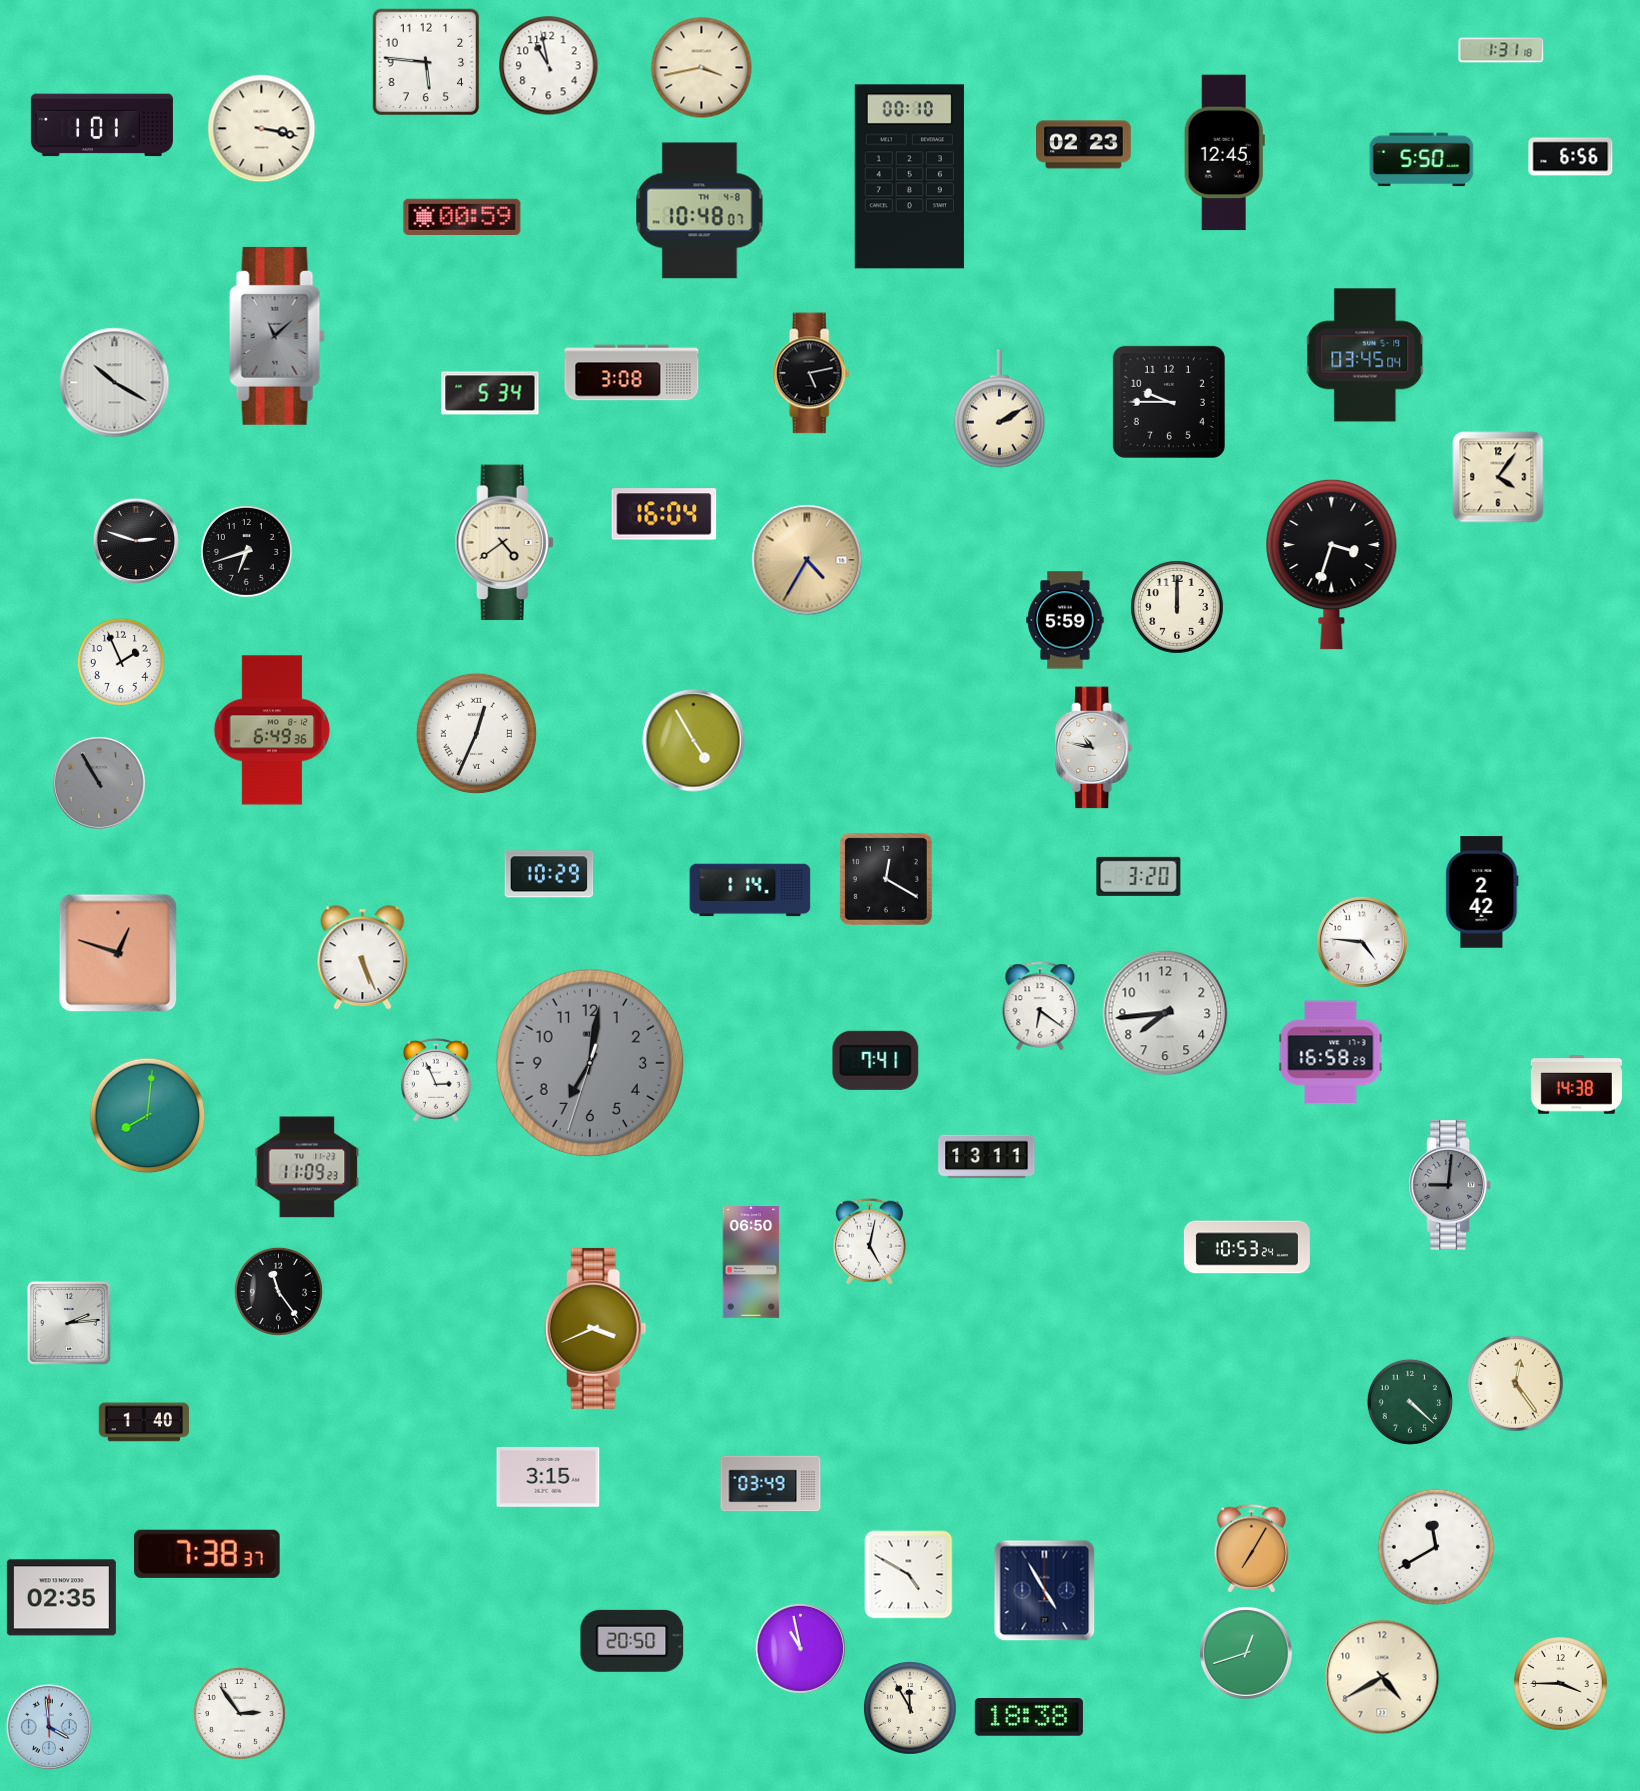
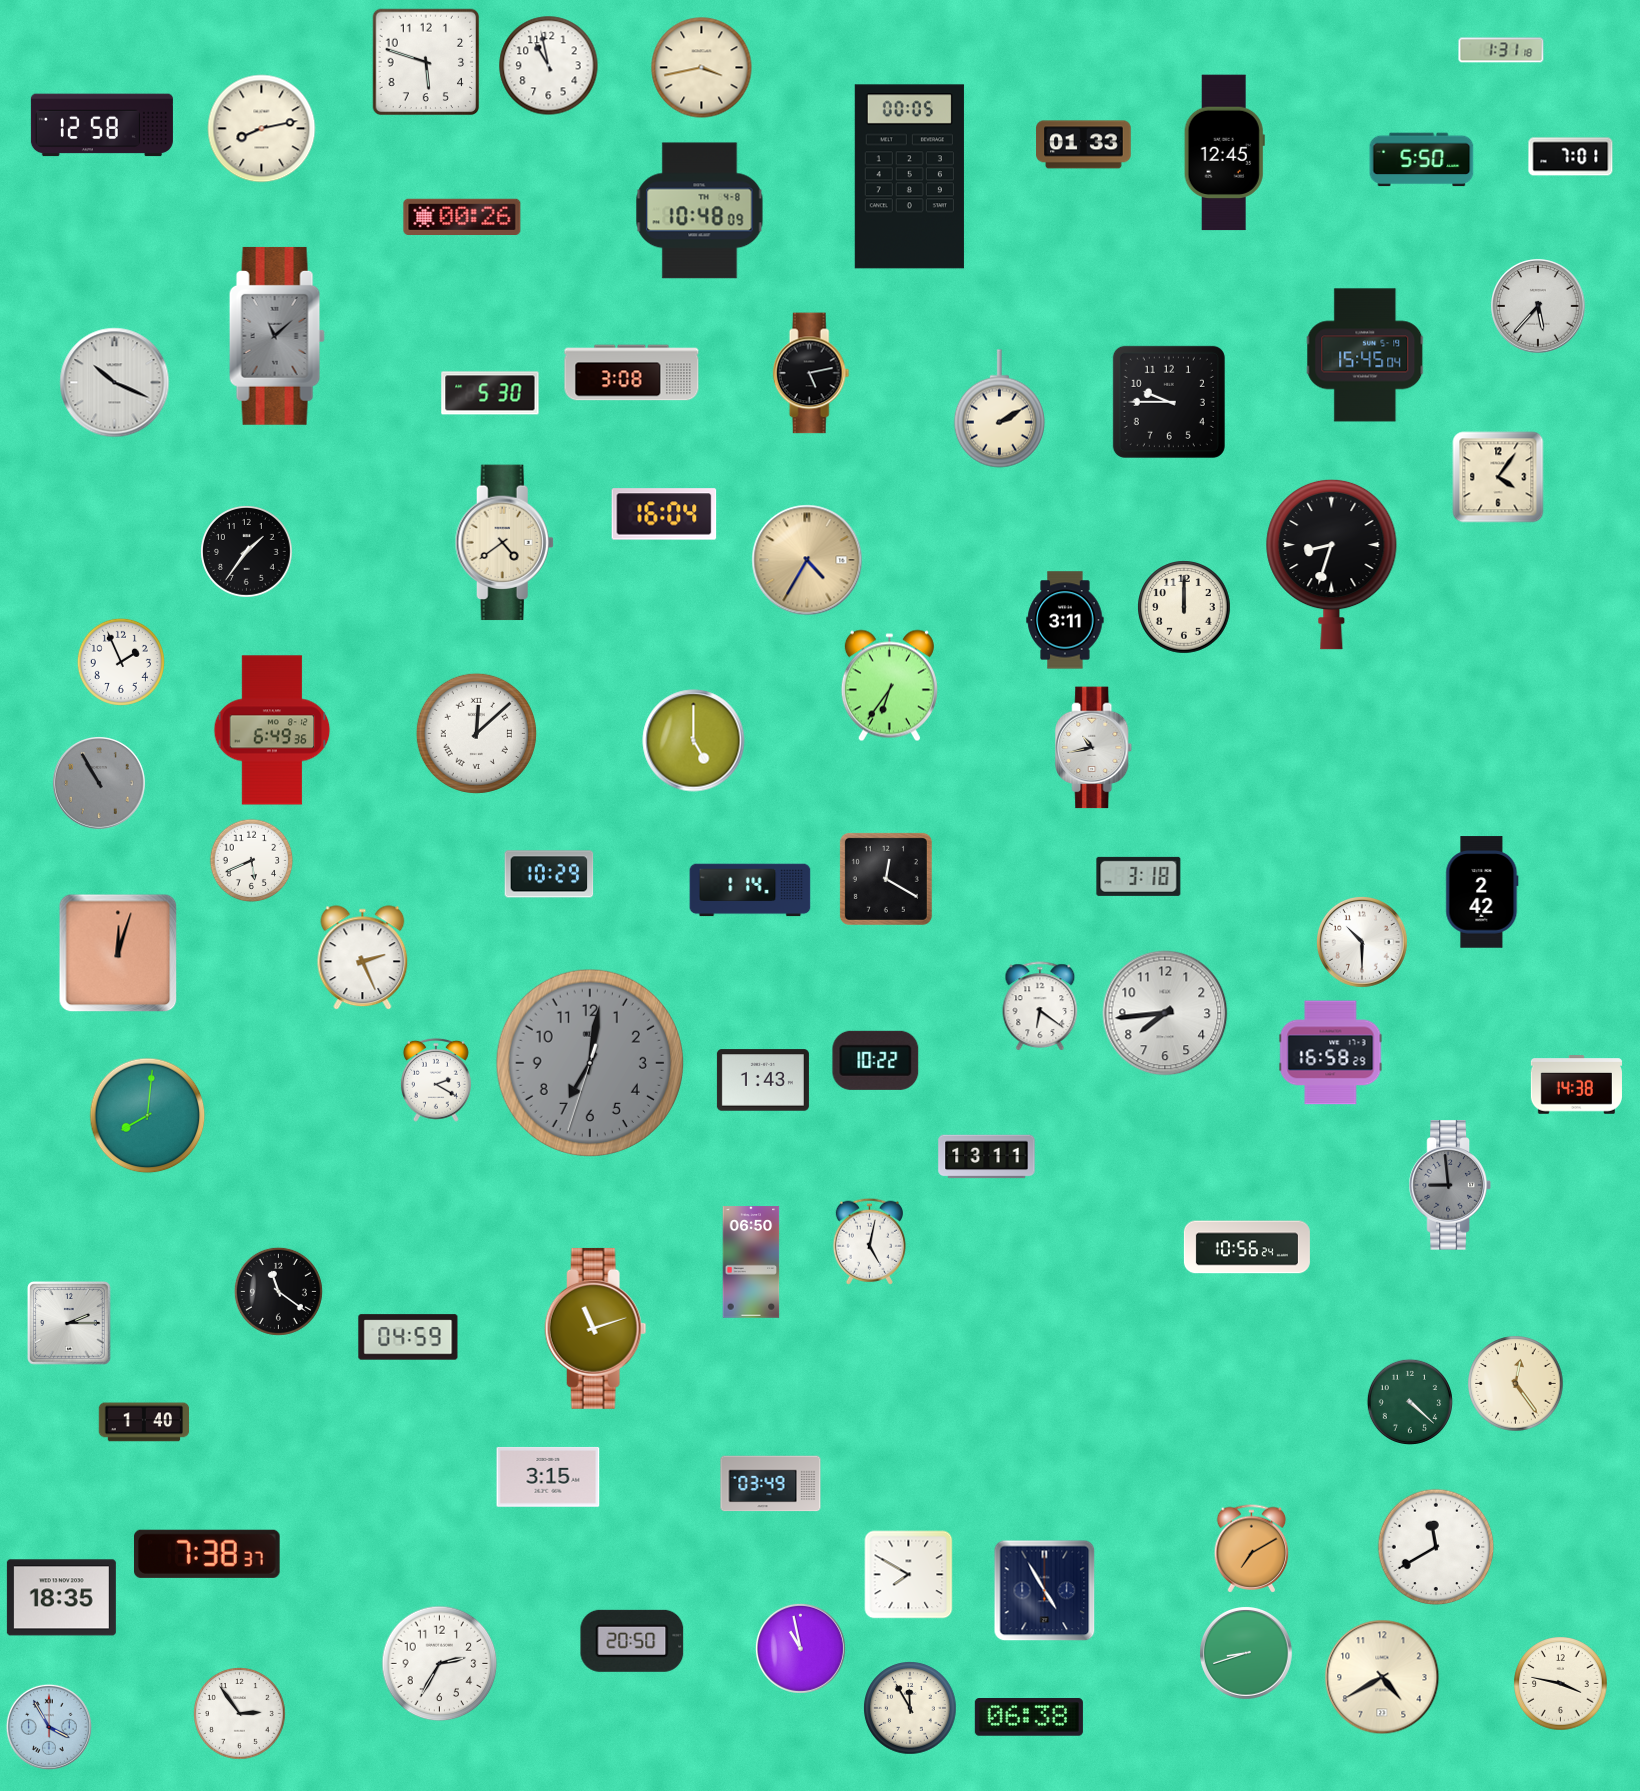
clock at (426, 62): 5:46 -> 5:48
clock at (102, 125): 1:01 -> 12:58
clock at (262, 129): 3:17 -> 8:13
clock at (1084, 145): 02:23 -> 01:33
clock at (1571, 157): 6:56 -> 7:01
clock at (909, 177): 00:10 -> 00:05
clock at (700, 211): 10:48:07 -> 10:48:09
clock at (462, 216): 00:59 -> 00:26
clock at (1538, 306): none -> 5:37
clock at (1365, 355): 03:45 -> 15:45
clock at (115, 383): 10:20 -> 10:19
clock at (490, 393): 5:34 -> 5:30
clock at (136, 541): 2:48 -> none
clock at (247, 552): 6:42 -> 1:36
clock at (1332, 564): 3:33 -> 8:33
clock at (1177, 607) position: (1177, 607) -> (1184, 607)
clock at (1065, 620): 5:59 -> 3:11
clock at (889, 686): none -> 6:36
clock at (476, 733): 12:34 -> 12:08
clock at (694, 741): 4:55 -> 5:00
clock at (1094, 748): 10:47 -> 10:43
clock at (252, 861): none -> 5:41
clock at (1139, 876): 3:20 -> 3:18
clock at (1362, 942): 4:46 -> 10:30
clock at (118, 953): 12:48 -> 12:03
clock at (363, 958): 5:26 -> 2:26
clock at (876, 1060): 7:41 -> 10:22
clock at (436, 1080): 2:56 -> 2:20
clock at (763, 1080): none -> 1:43
clock at (307, 1167): 11:09 -> none
clock at (1450, 1185): 9:01 -> 8:59
clock at (1247, 1247): 10:53 -> 10:56
clock at (278, 1291): 11:24 -> 11:21
clock at (70, 1324): 2:14 -> 2:15
clock at (596, 1328): 3:41 -> 11:12
clock at (408, 1337): none -> 04:59
clock at (1252, 1549): 7:05 -> 7:10
clock at (909, 1575): 4:50 -> 7:50
clock at (61, 1598): 02:35 -> 18:35
clock at (1247, 1654): 12:42 -> 8:42
clock at (440, 1664): none -> 2:35
clock at (1561, 1684): 3:45 -> 3:47
clock at (1029, 1717): 18:38 -> 06:38
clock at (49, 1727): 3:59 -> 3:55
